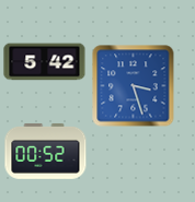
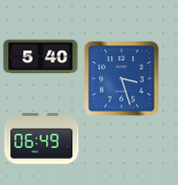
clock at (45, 62): 5:42 -> 5:40
clock at (46, 151): 00:52 -> 06:49
